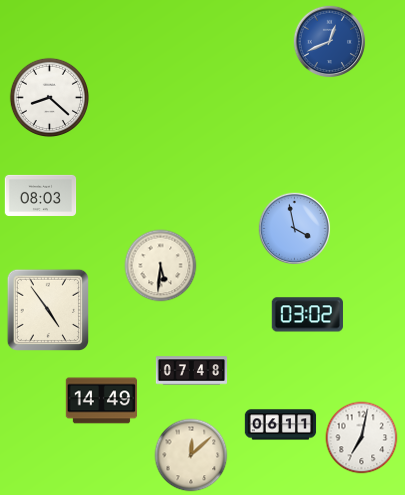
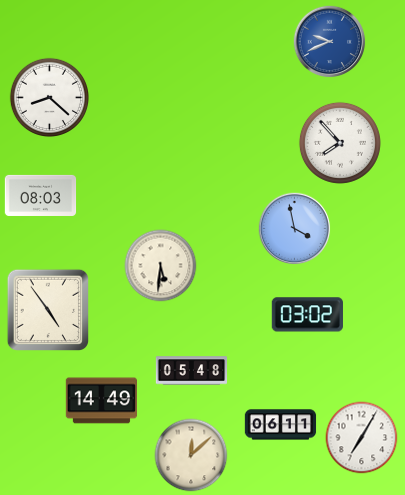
clock at (330, 42): 12:41 -> 9:41
clock at (340, 143): none -> 7:53
clock at (192, 371): 07:48 -> 05:48
clock at (362, 438): 7:02 -> 7:05
